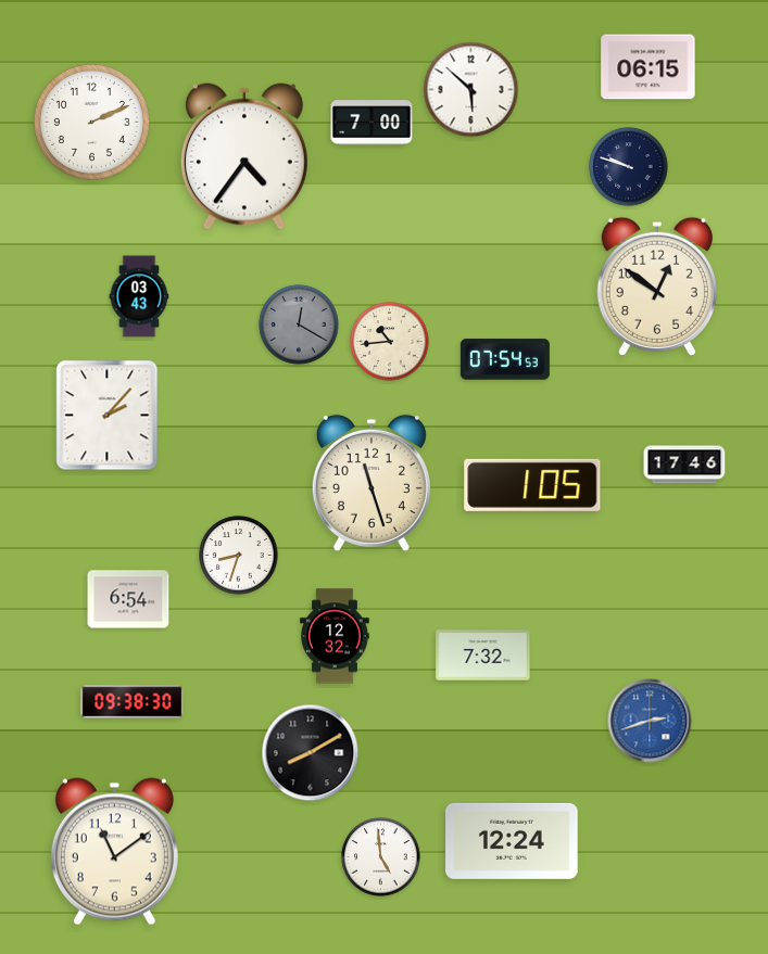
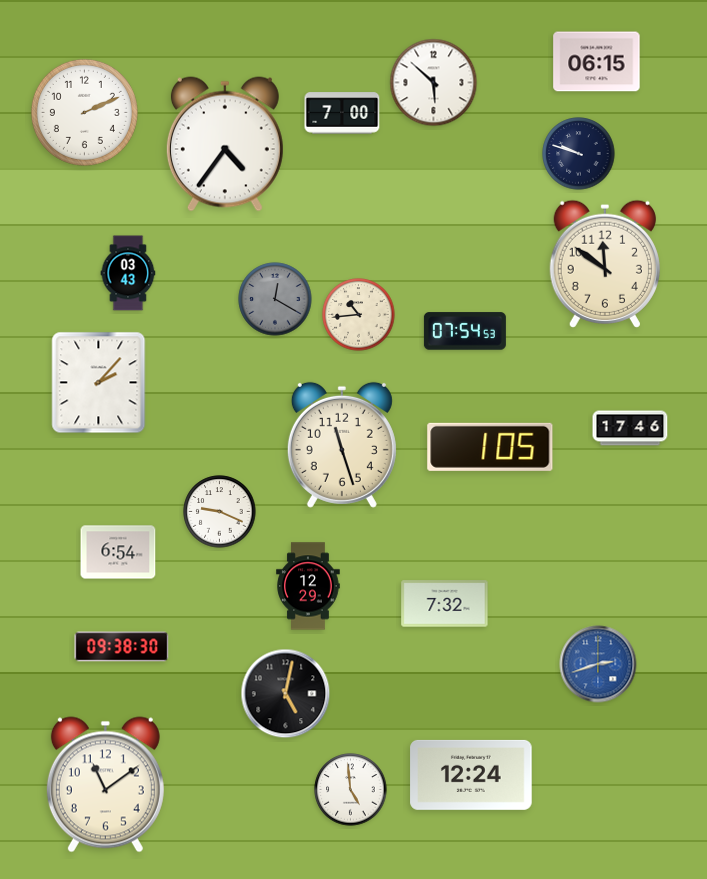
clock at (657, 287): 12:51 -> 11:51
clock at (239, 556): 8:33 -> 9:19
clock at (335, 636): 12:32 -> 12:29
clock at (311, 753): 8:10 -> 5:02
